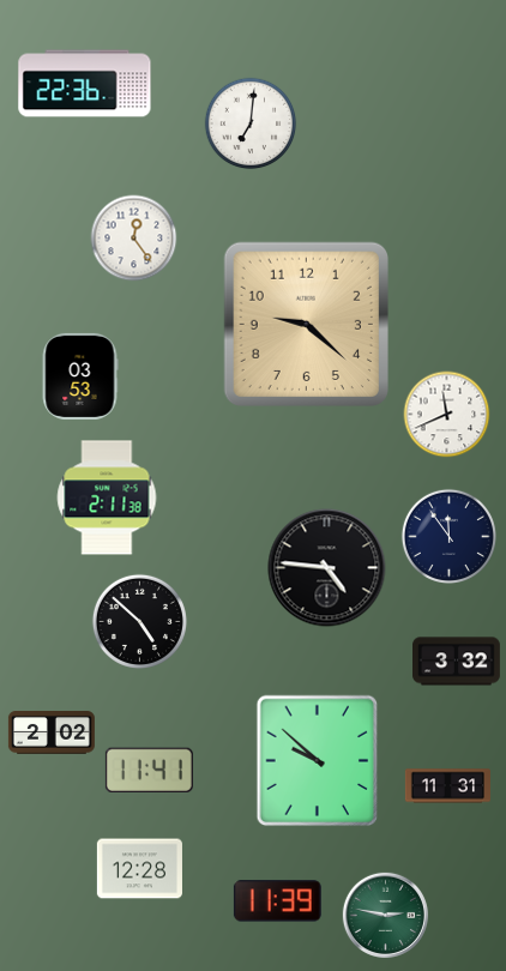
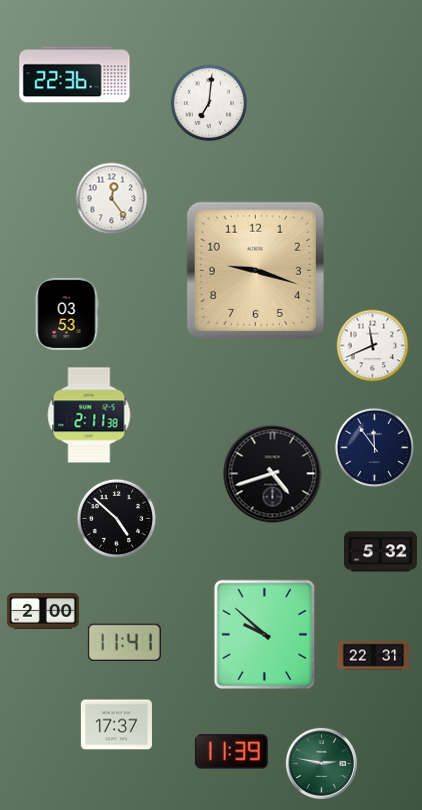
clock at (85, 84) position: (85, 84) -> (75, 75)
clock at (306, 324): 9:22 -> 9:18
clock at (327, 568): 4:46 -> 4:42
clock at (457, 662): 3:32 -> 5:32
clock at (52, 734): 2:02 -> 2:00
clock at (447, 786): 11:31 -> 22:31
clock at (139, 869): 12:28 -> 17:37
